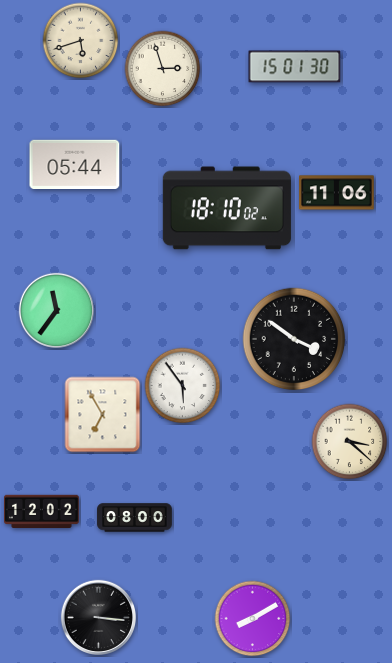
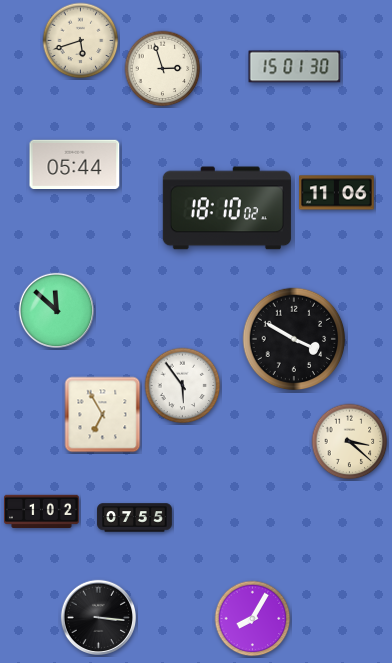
clock at (56, 310): 11:36 -> 11:52
clock at (294, 339): 3:51 -> 3:50
clock at (42, 512): 12:02 -> 1:02
clock at (135, 518): 08:00 -> 07:55
clock at (253, 619): 8:10 -> 8:05
